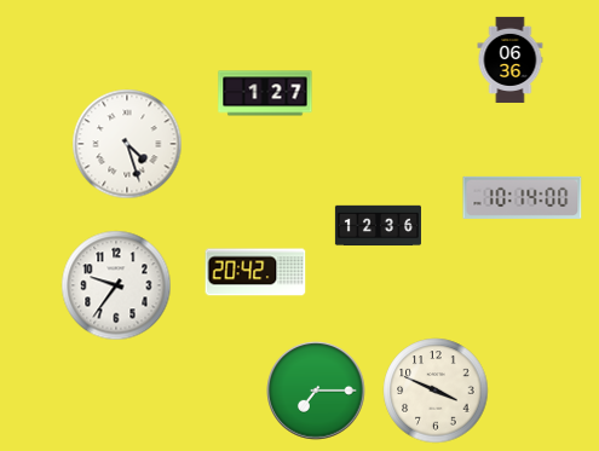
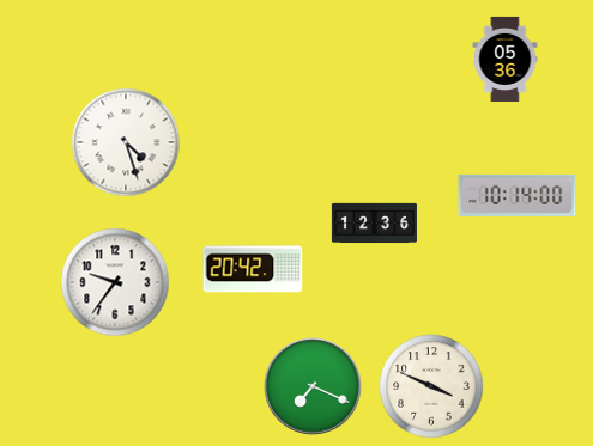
clock at (511, 59): 06:36 -> 05:36
clock at (265, 93): 1:27 -> none
clock at (316, 391): 7:15 -> 7:19
